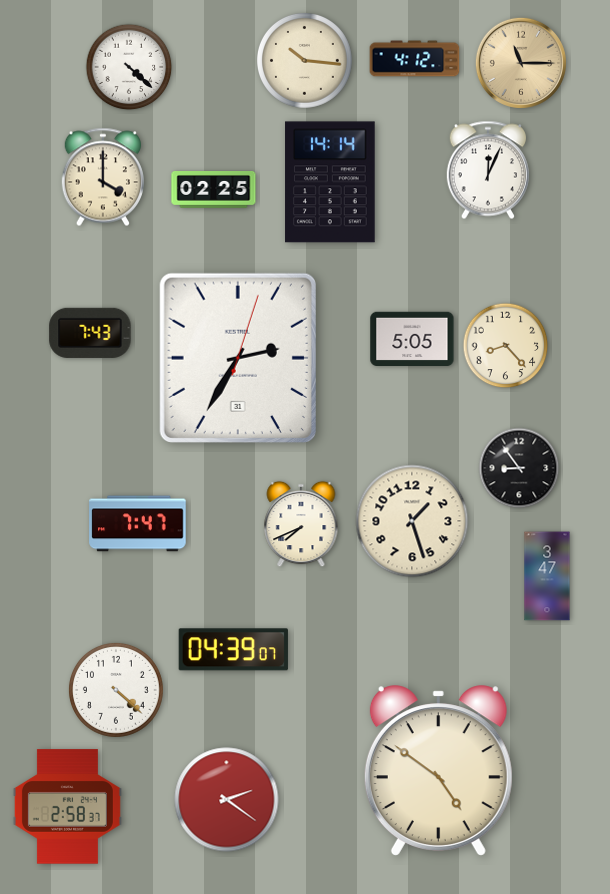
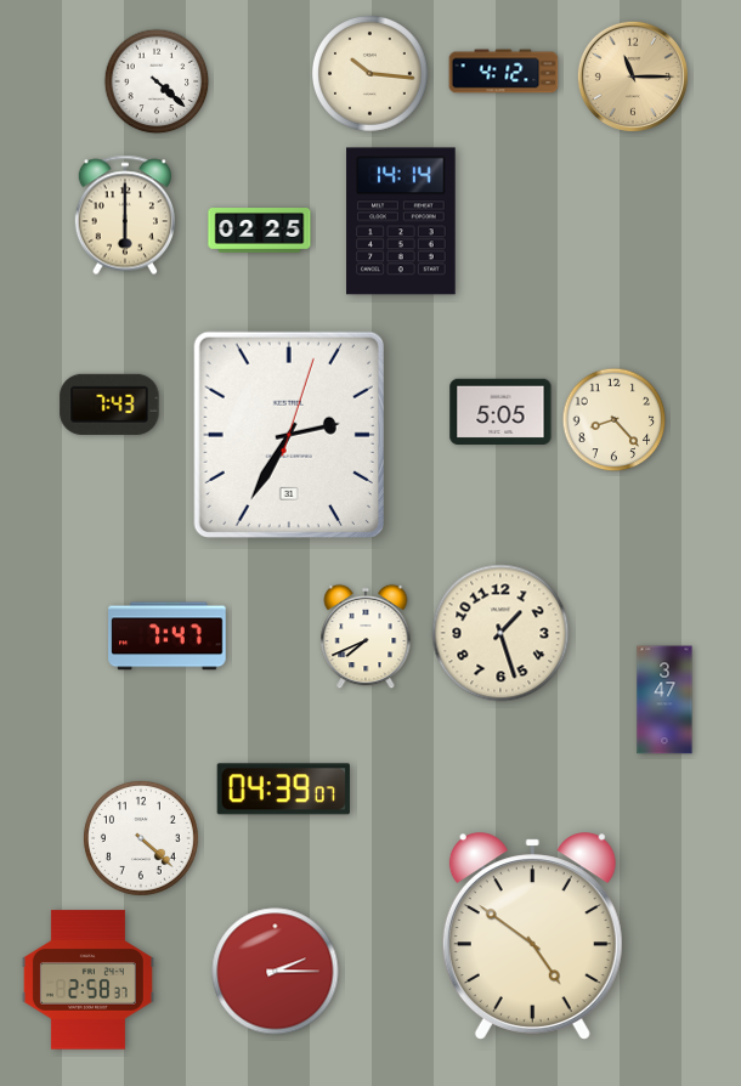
clock at (488, 170): 12:04 -> none
clock at (103, 177): 4:00 -> 6:00
clock at (519, 468): 8:54 -> none
clock at (227, 800): 2:21 -> 2:15
clock at (67, 807) position: (67, 807) -> (87, 980)
